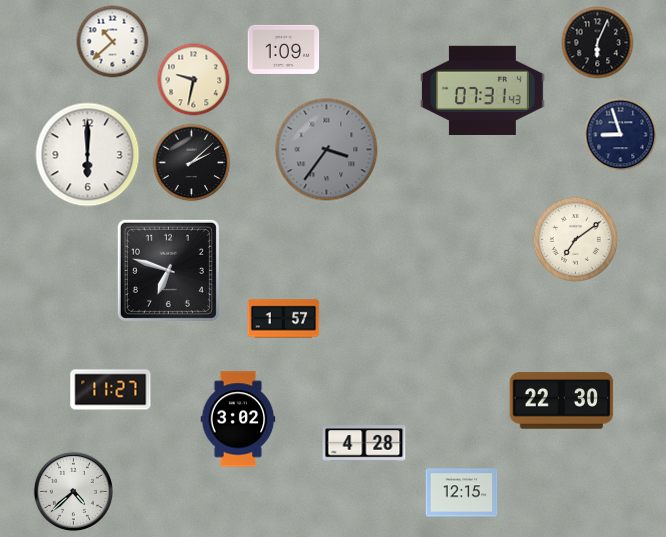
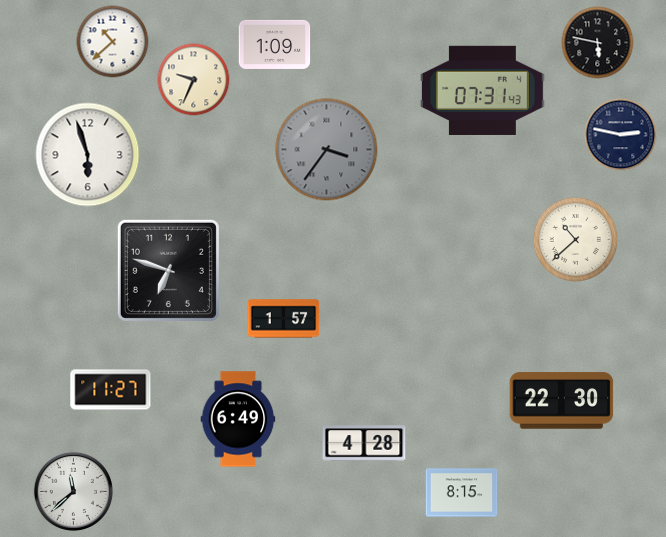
clock at (598, 43): 6:04 -> 5:47
clock at (284, 49) position: (284, 49) -> (275, 44)
clock at (194, 80): 9:32 -> 9:34
clock at (621, 135): 8:57 -> 2:47
clock at (88, 155): 6:00 -> 5:57
clock at (192, 163): 2:08 -> none
clock at (575, 239): 7:09 -> 10:38
clock at (238, 419): 3:02 -> 6:49
clock at (73, 491): 4:38 -> 11:38
clock at (462, 493): 12:15 -> 8:15
